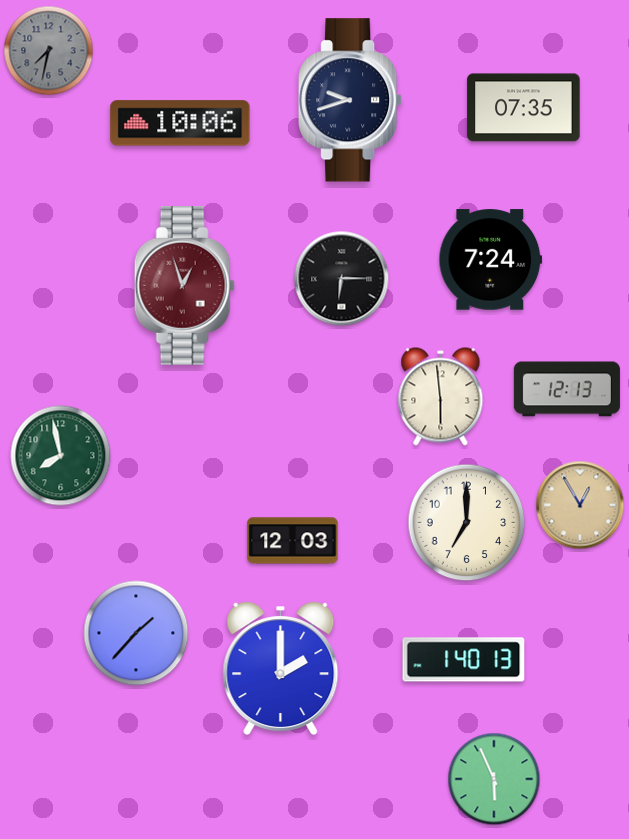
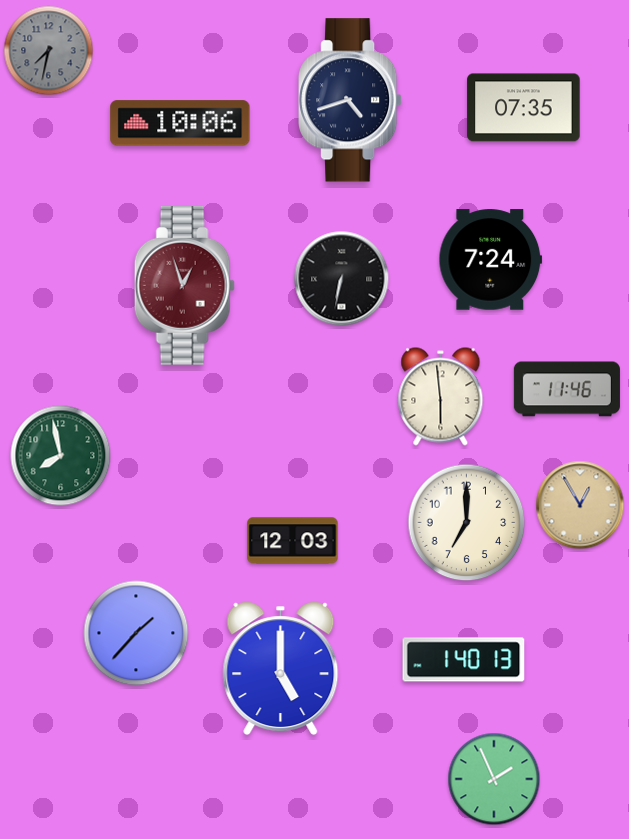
clock at (350, 100): 9:42 -> 4:42
clock at (342, 279): 6:15 -> 6:32
clock at (567, 389): 12:13 -> 11:46
clock at (281, 669): 2:00 -> 5:00
clock at (494, 779): 5:56 -> 1:56
